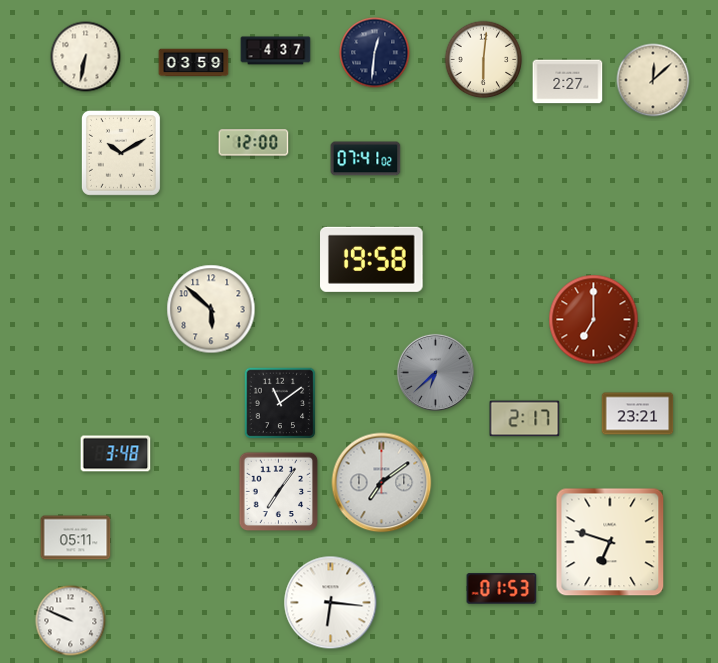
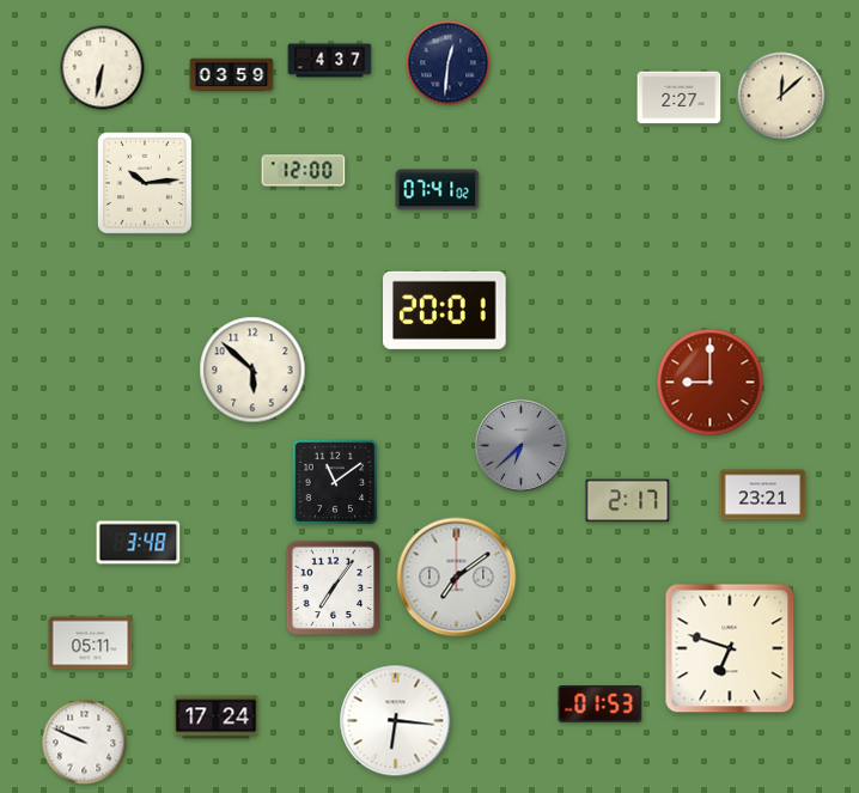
clock at (484, 60): 6:01 -> none
clock at (121, 153): 10:10 -> 10:14
clock at (372, 259): 19:58 -> 20:01
clock at (594, 320): 7:00 -> 9:00
clock at (217, 718): none -> 17:24
